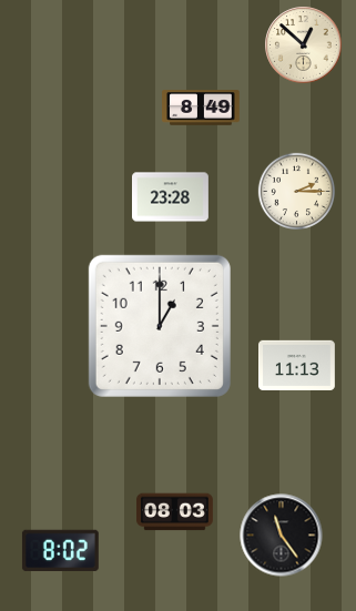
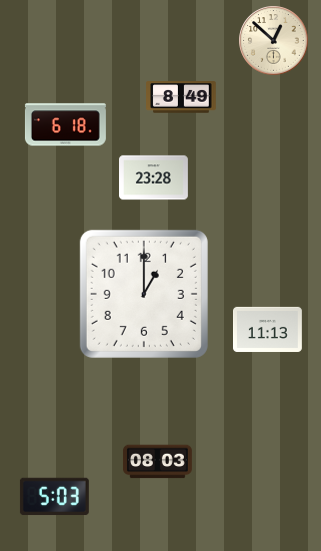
clock at (65, 125): none -> 6:18
clock at (296, 191): 2:15 -> none
clock at (282, 536): 11:24 -> none
clock at (60, 551): 8:02 -> 5:03
